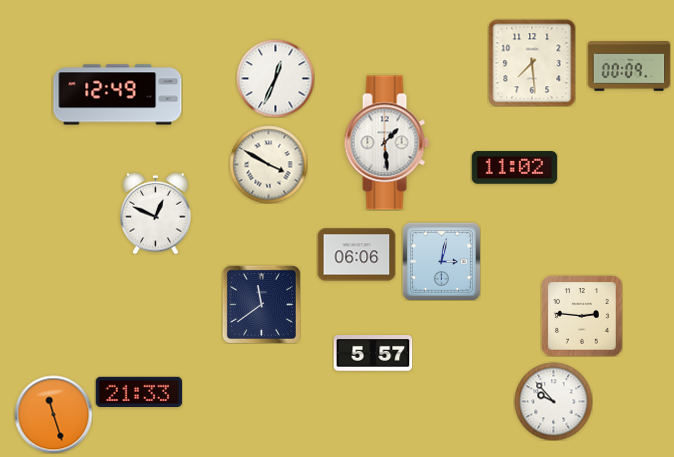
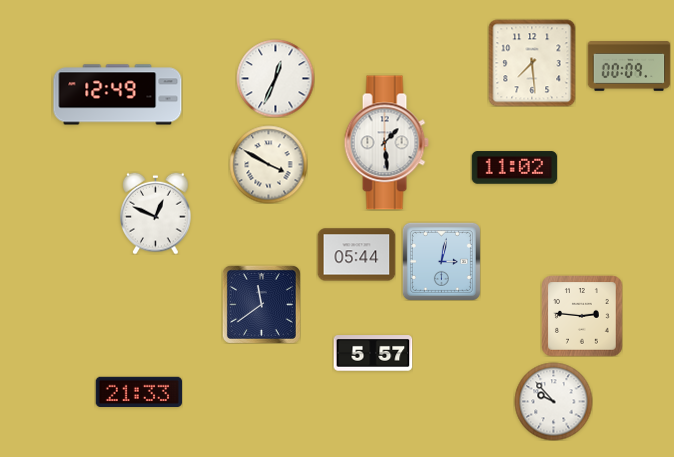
clock at (356, 255): 06:06 -> 05:44
clock at (53, 414): 11:27 -> none
